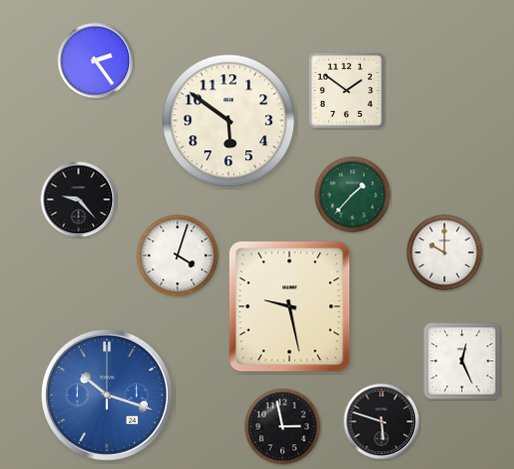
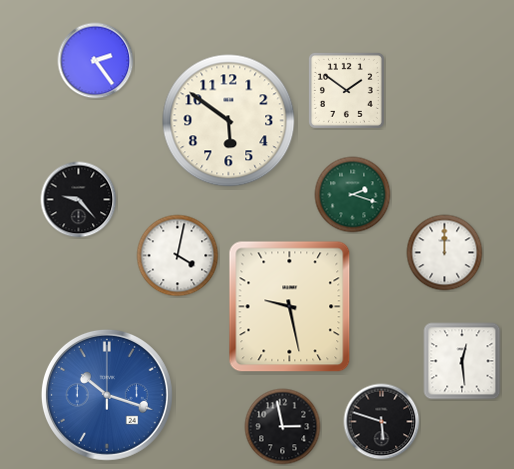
clock at (353, 195): 1:37 -> 2:18
clock at (445, 253): 10:00 -> 12:00
clock at (178, 256): 4:03 -> 4:02
clock at (462, 361): 12:26 -> 12:29
